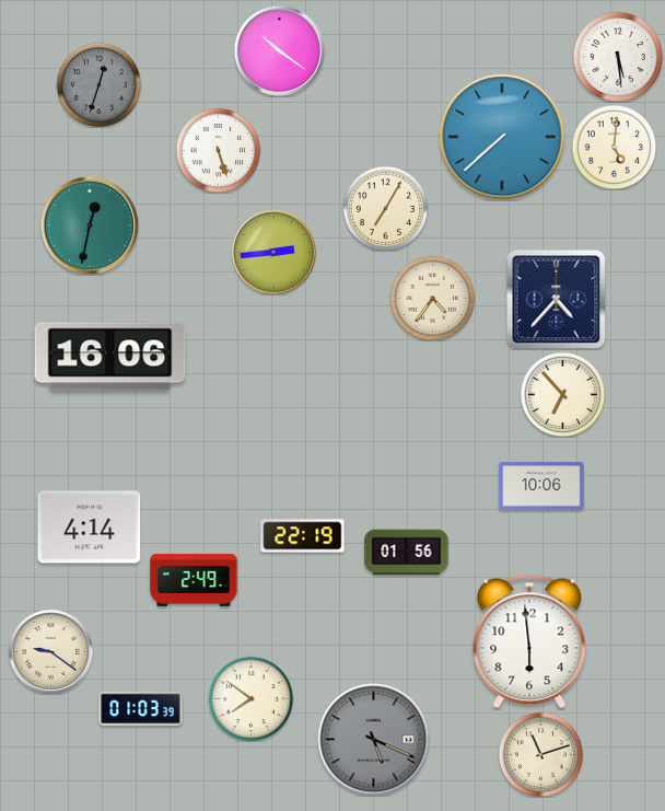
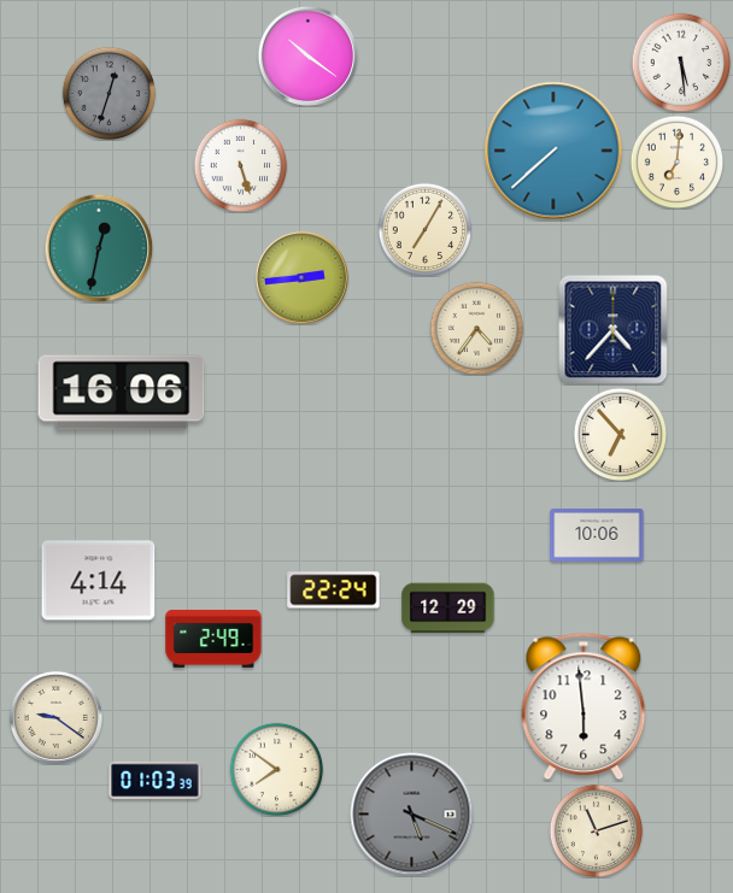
clock at (614, 147): 5:01 -> 7:01
clock at (303, 536): 22:19 -> 22:24
clock at (407, 553): 01:56 -> 12:29
